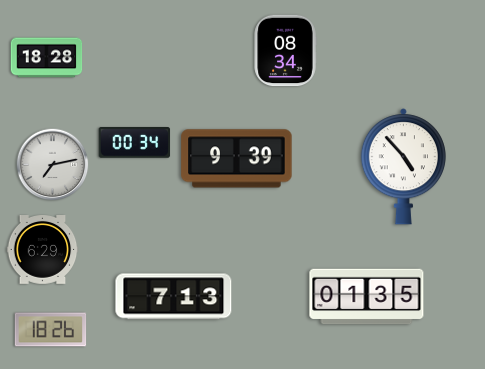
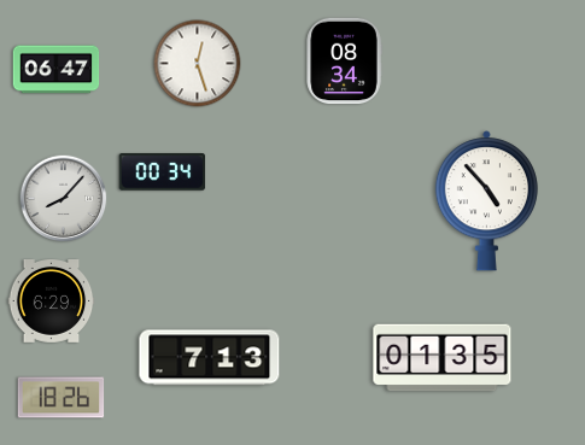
clock at (198, 64): none -> 12:27
clock at (47, 58): 18:28 -> 06:47
clock at (237, 159): 9:39 -> none
clock at (53, 165): 7:13 -> 8:07
